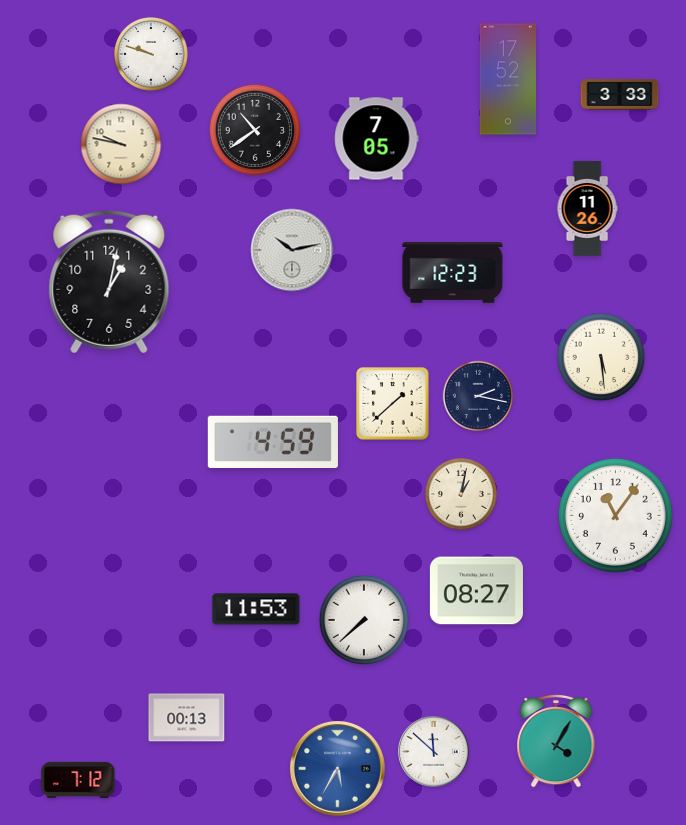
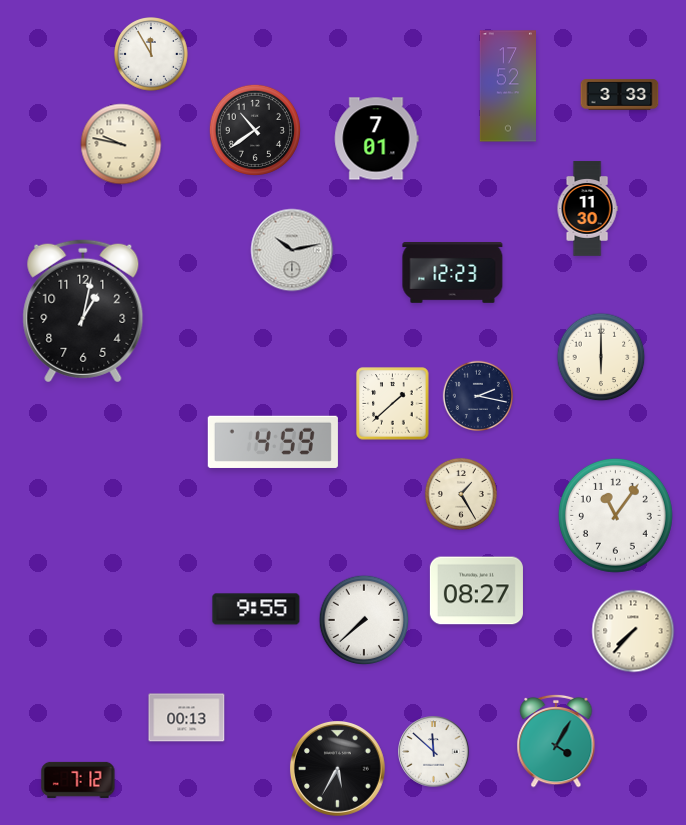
clock at (151, 54): 9:48 -> 11:55
clock at (508, 79) position: (508, 79) -> (508, 86)
clock at (376, 139): 7:05 -> 7:01
clock at (587, 209): 11:26 -> 11:30
clock at (109, 282) position: (109, 282) -> (83, 311)
clock at (601, 357): 5:29 -> 6:00
clock at (461, 494): 1:02 -> 1:25
clock at (256, 609): 11:53 -> 9:55
clock at (633, 631): none -> 7:37
clock at (337, 768) dial: blue -> black
